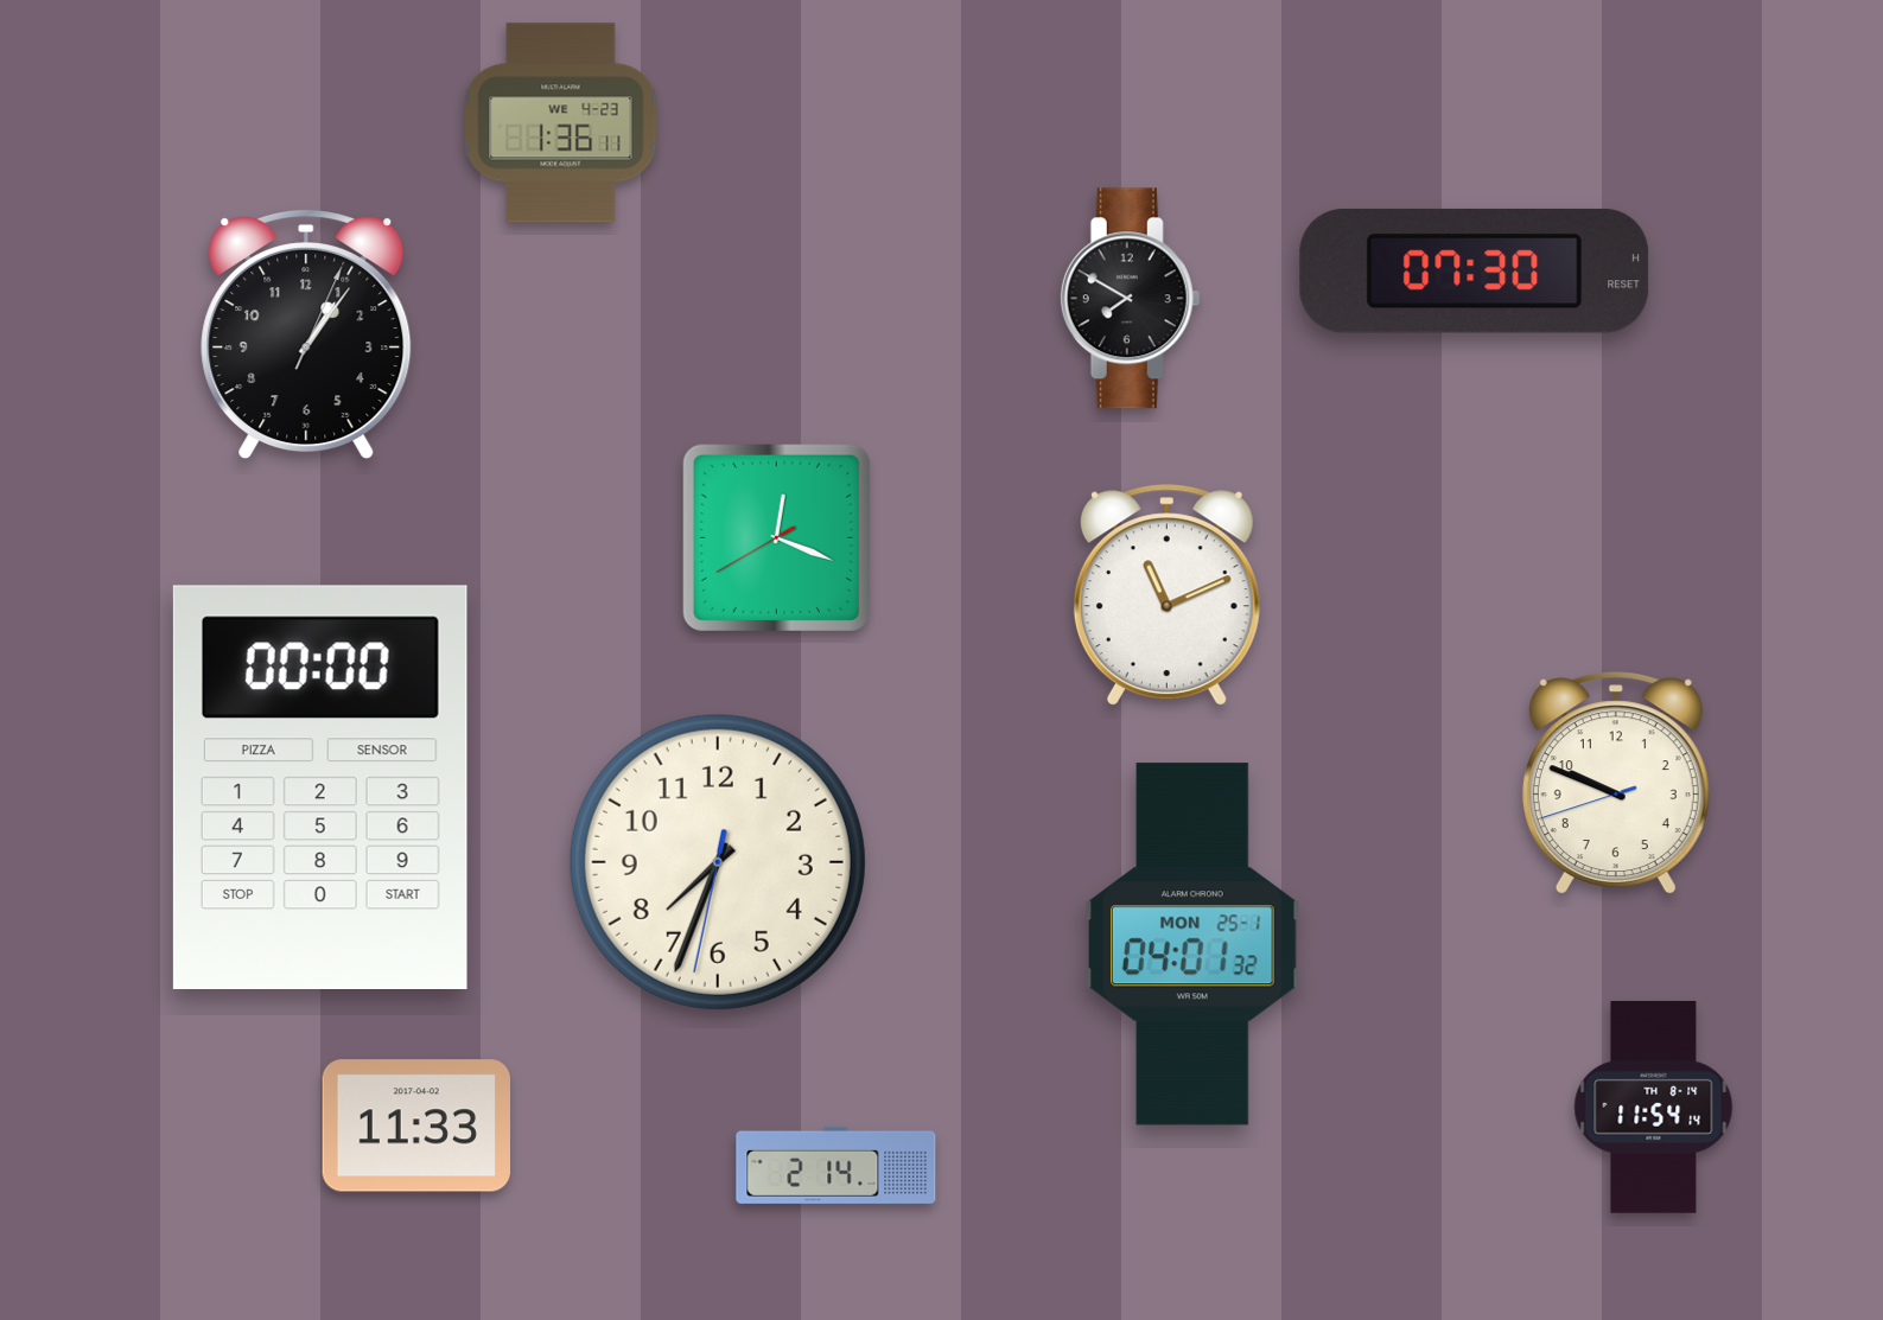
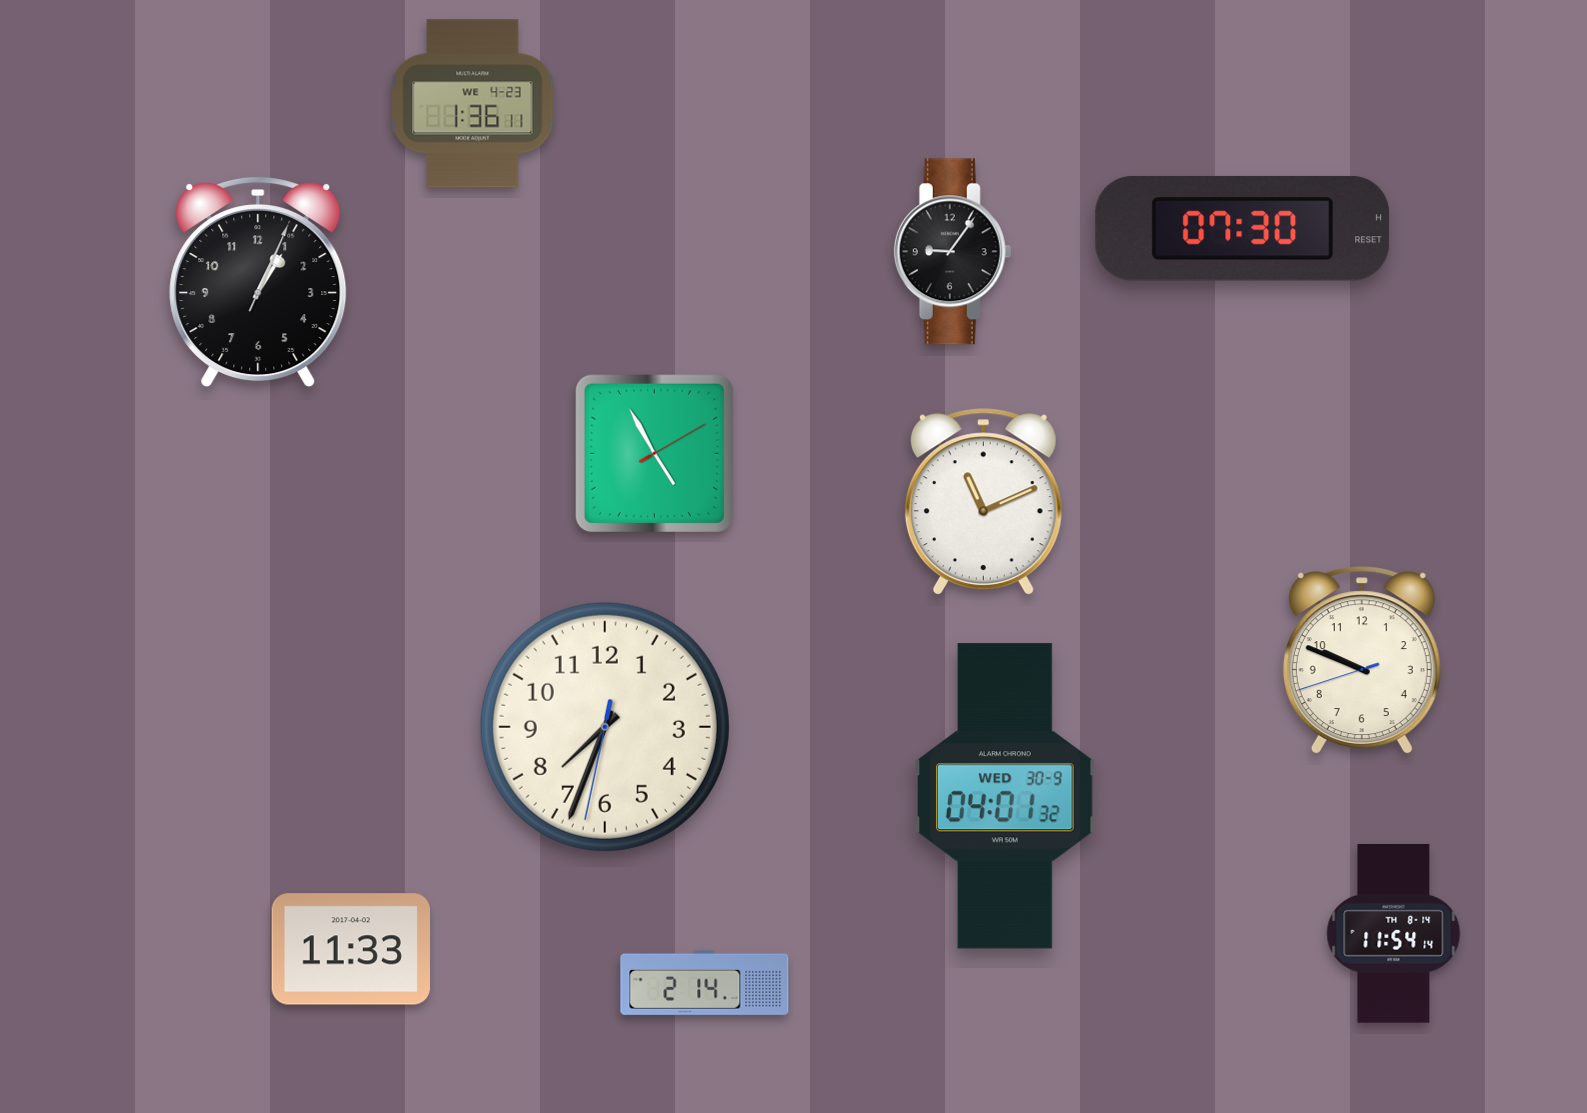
clock at (1131, 299): 7:50 -> 9:06
clock at (306, 336): 1:06 -> 1:04
clock at (776, 537): 12:18 -> 4:55
clock at (320, 786): 00:00 -> none
clock at (1192, 944) date: MON 25-1 -> WED 30-9
